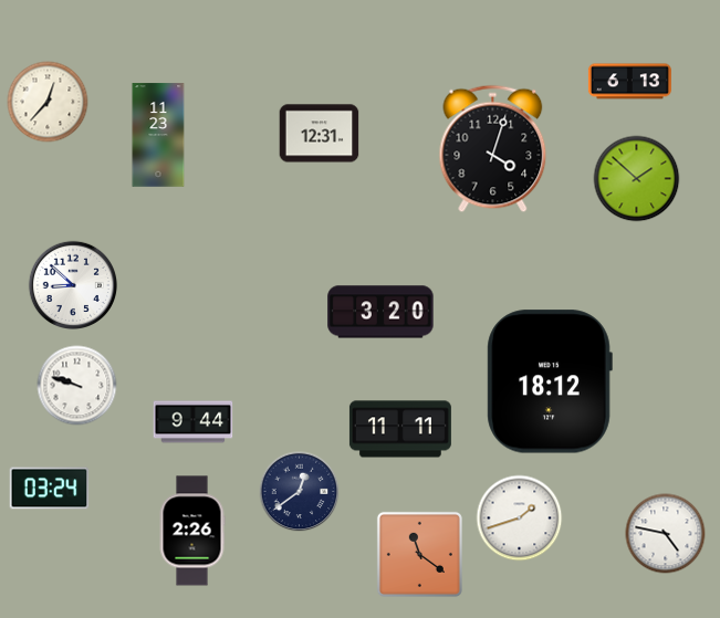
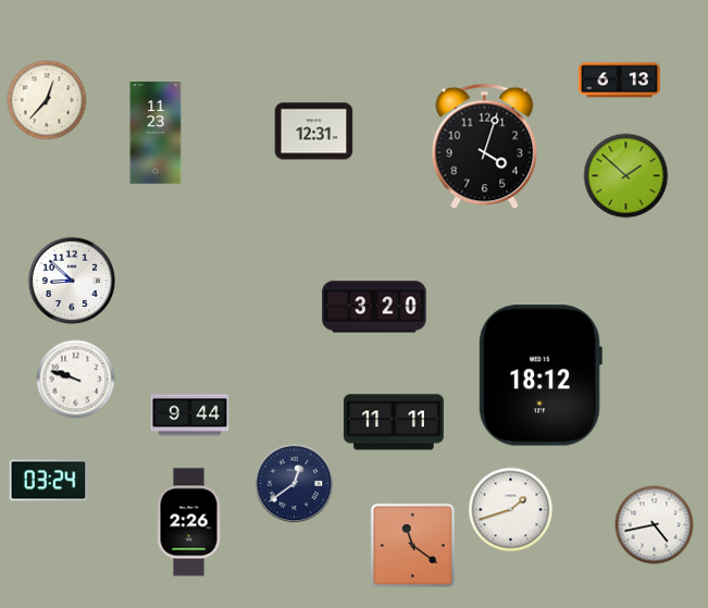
clock at (666, 534): 4:47 -> 4:43
